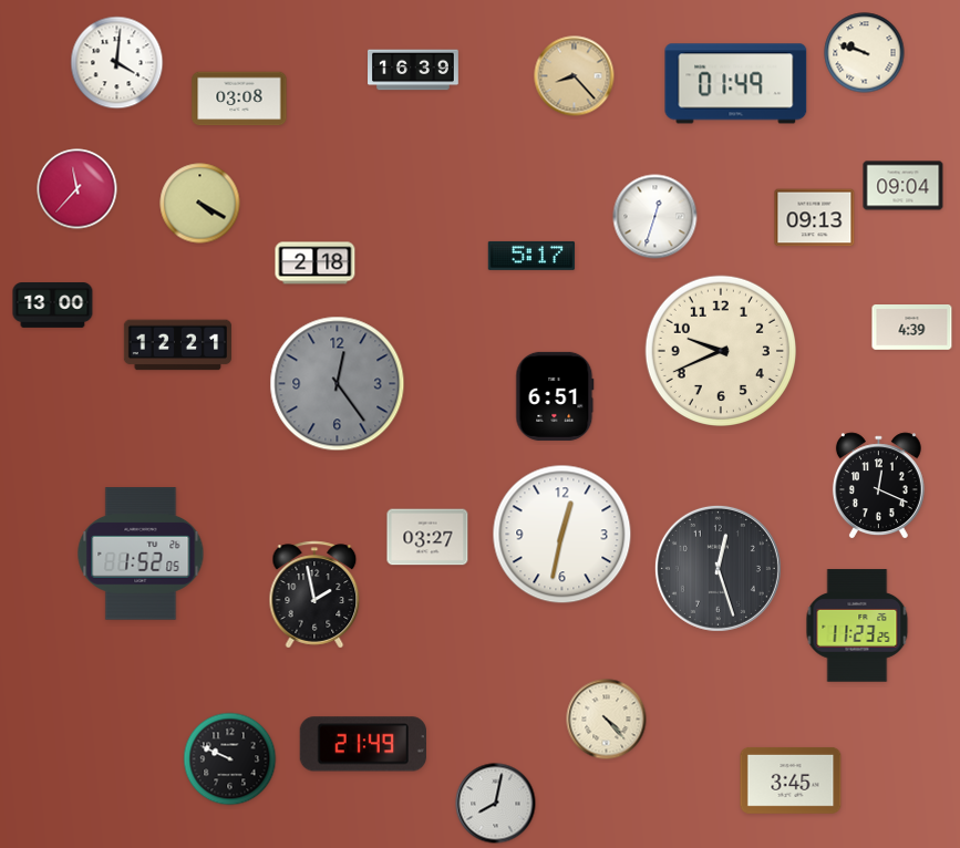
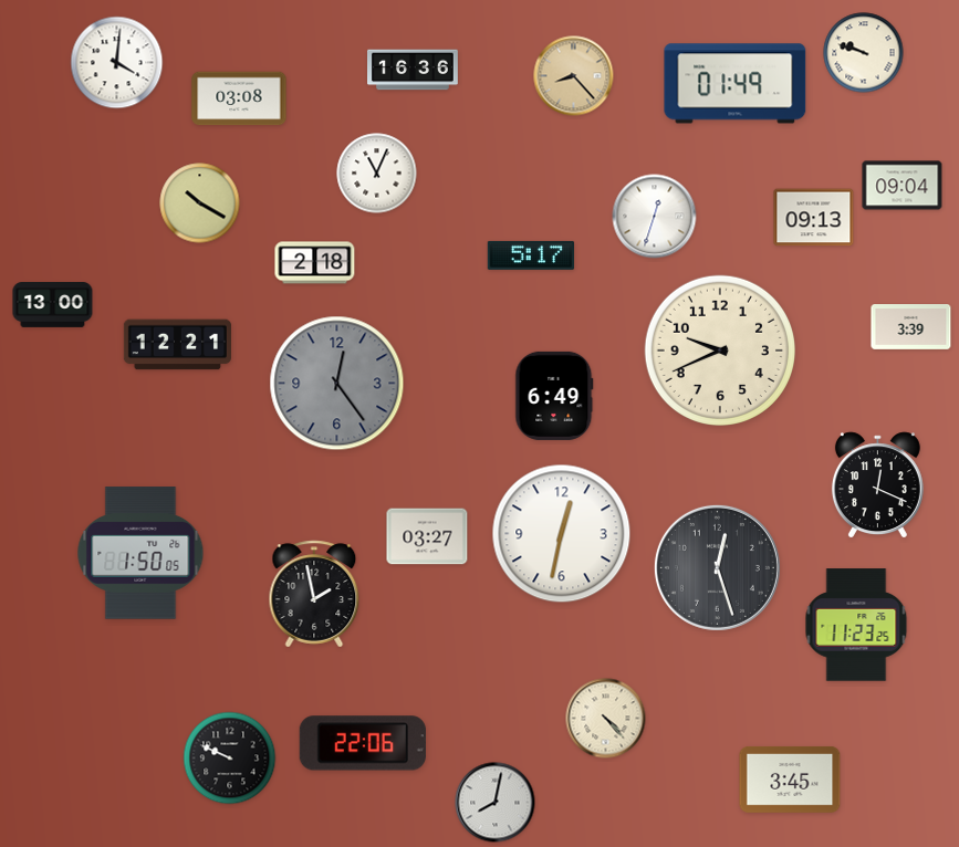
clock at (414, 70): 16:39 -> 16:36
clock at (377, 174): none -> 11:04
clock at (78, 189): 11:37 -> none
clock at (200, 204): 4:20 -> 10:20
clock at (912, 328): 4:39 -> 3:39
clock at (555, 396): 6:51 -> 6:49
clock at (141, 554): 1:52 -> 1:50
clock at (363, 744): 21:49 -> 22:06
